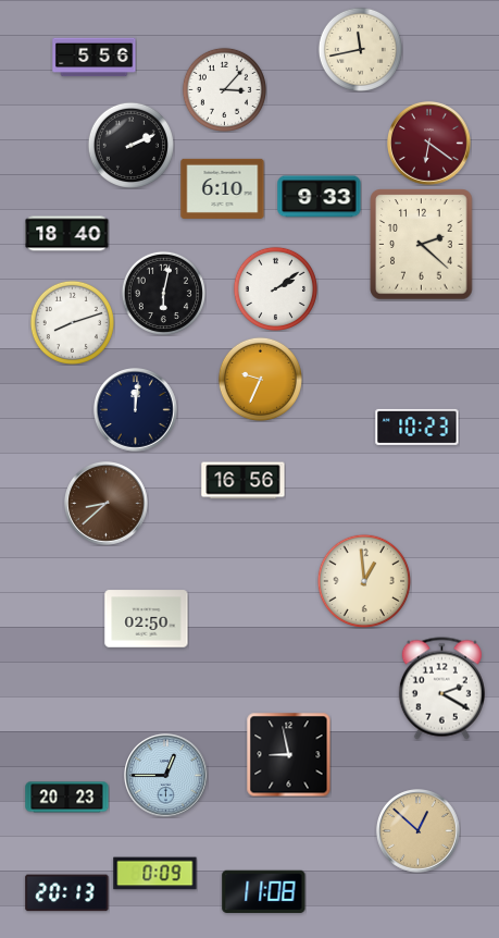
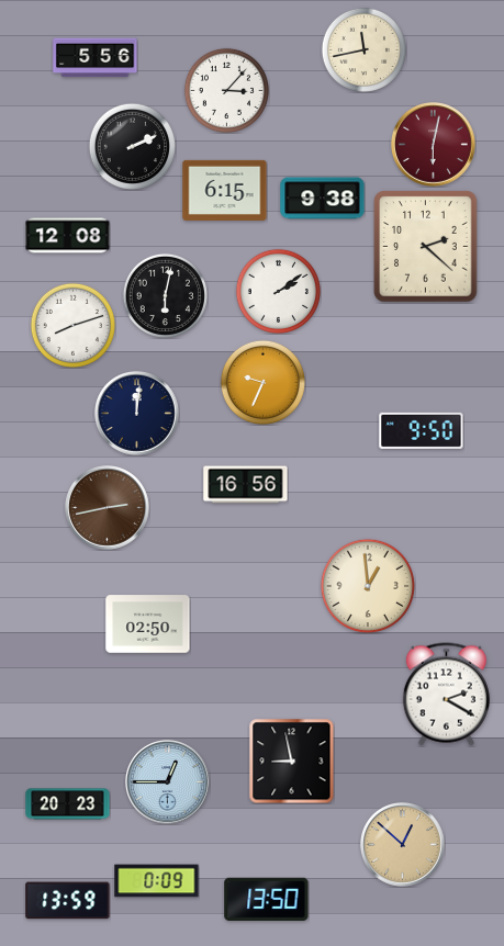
clock at (429, 144): 6:21 -> 6:02
clock at (223, 188): 6:10 -> 6:15
clock at (320, 197): 9:33 -> 9:38
clock at (67, 234): 18:40 -> 12:08
clock at (417, 427): 10:23 -> 9:50
clock at (107, 504): 8:38 -> 2:43
clock at (419, 831) position: (419, 831) -> (403, 845)
clock at (264, 891): 11:08 -> 13:50
clock at (67, 893): 20:13 -> 13:59
